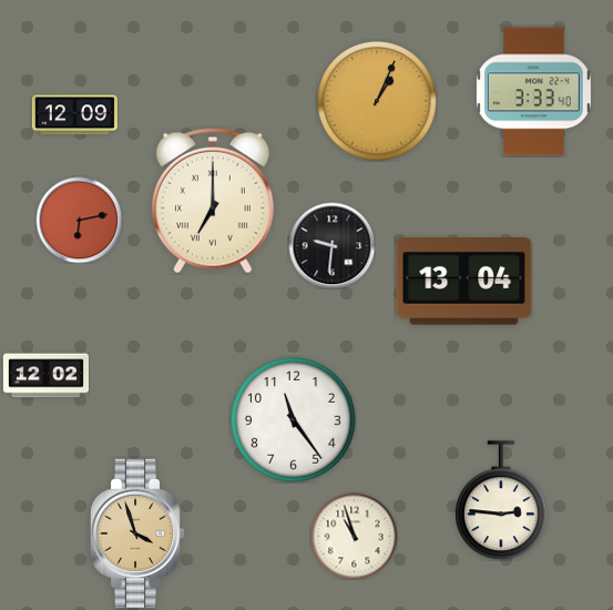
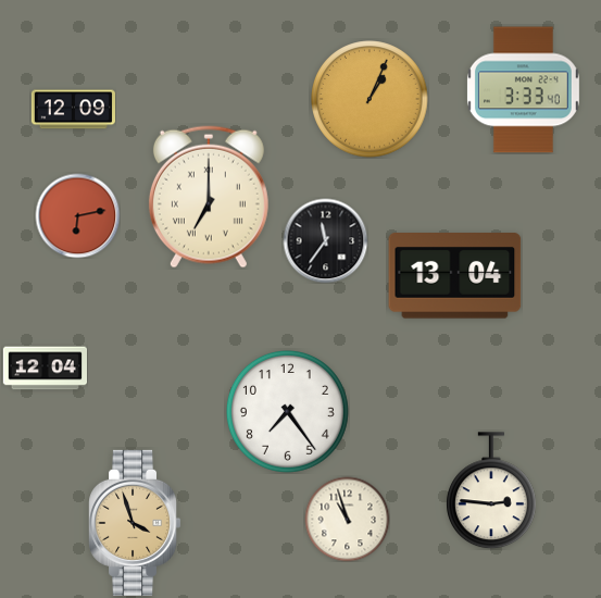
clock at (74, 115) position: (74, 115) -> (73, 110)
clock at (331, 245): 9:31 -> 11:36
clock at (45, 376): 12:02 -> 12:04
clock at (293, 419): 11:24 -> 7:24
clock at (354, 536) position: (354, 536) -> (347, 519)
